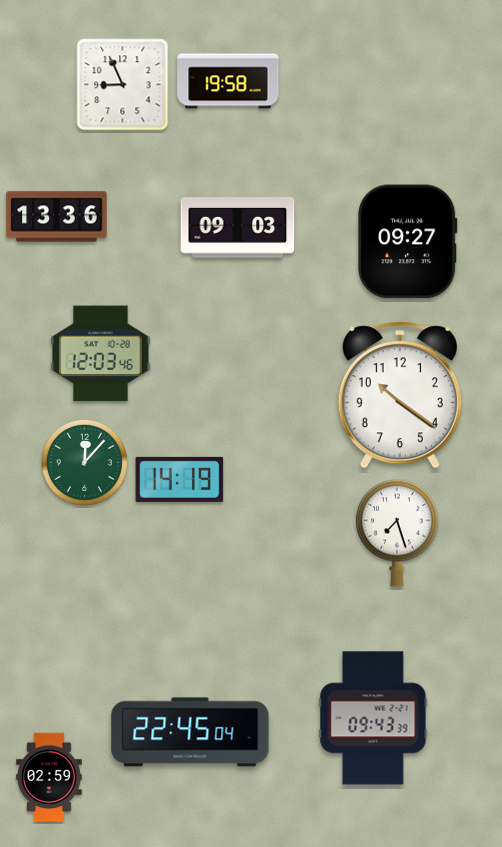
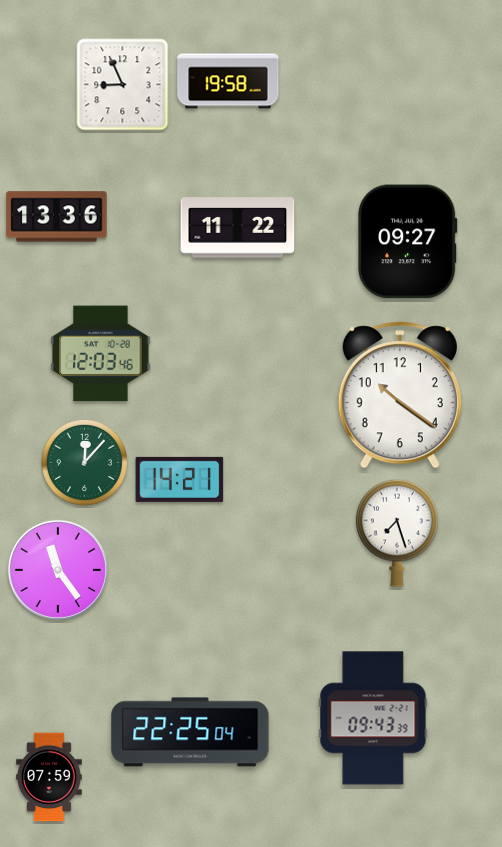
clock at (238, 228): 09:03 -> 11:22
clock at (180, 479): 14:19 -> 14:21
clock at (58, 570): none -> 11:24
clock at (190, 732): 22:45 -> 22:25
clock at (50, 777): 02:59 -> 07:59
